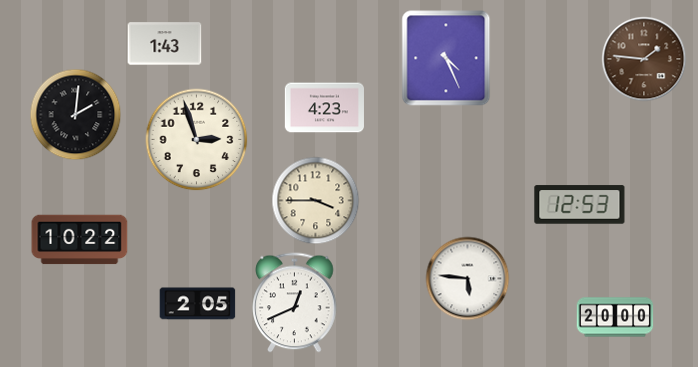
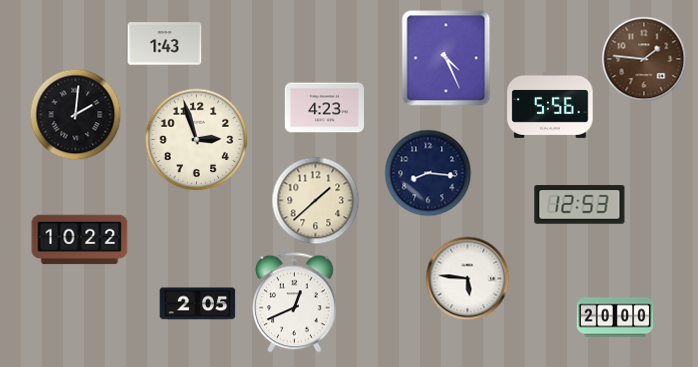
clock at (550, 105): none -> 5:56
clock at (428, 173): none -> 8:16
clock at (316, 201): 3:45 -> 1:38
